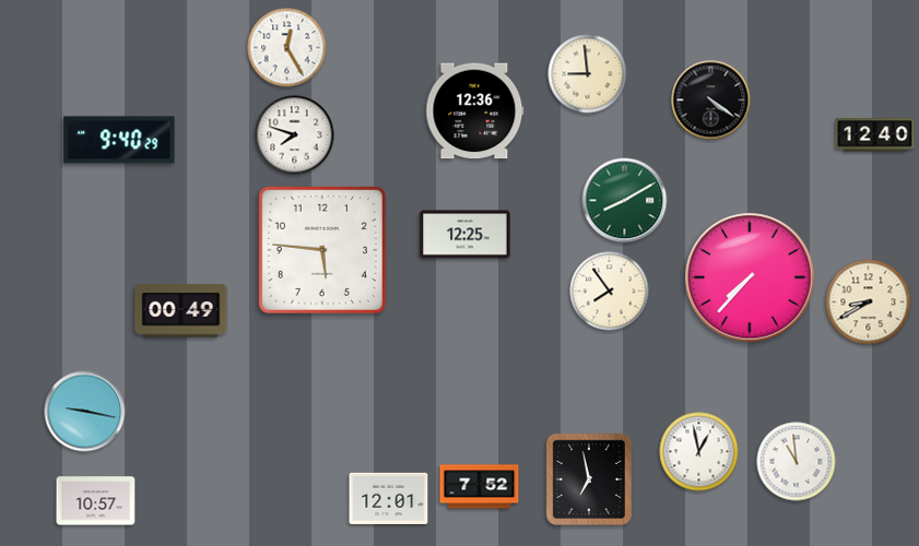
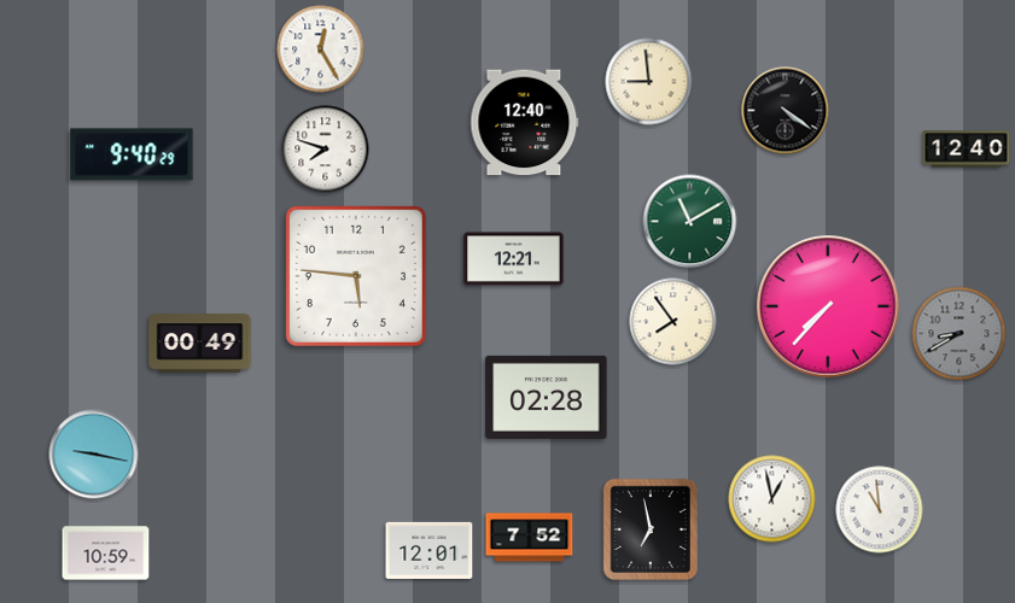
clock at (287, 48) position: (287, 48) -> (321, 49)
clock at (475, 111): 12:36 -> 12:40
clock at (625, 201): 8:10 -> 11:10
clock at (466, 235): 12:25 -> 12:21
clock at (869, 302) dial: cream -> grey
clock at (547, 397): none -> 02:28
clock at (96, 501): 10:57 -> 10:59
